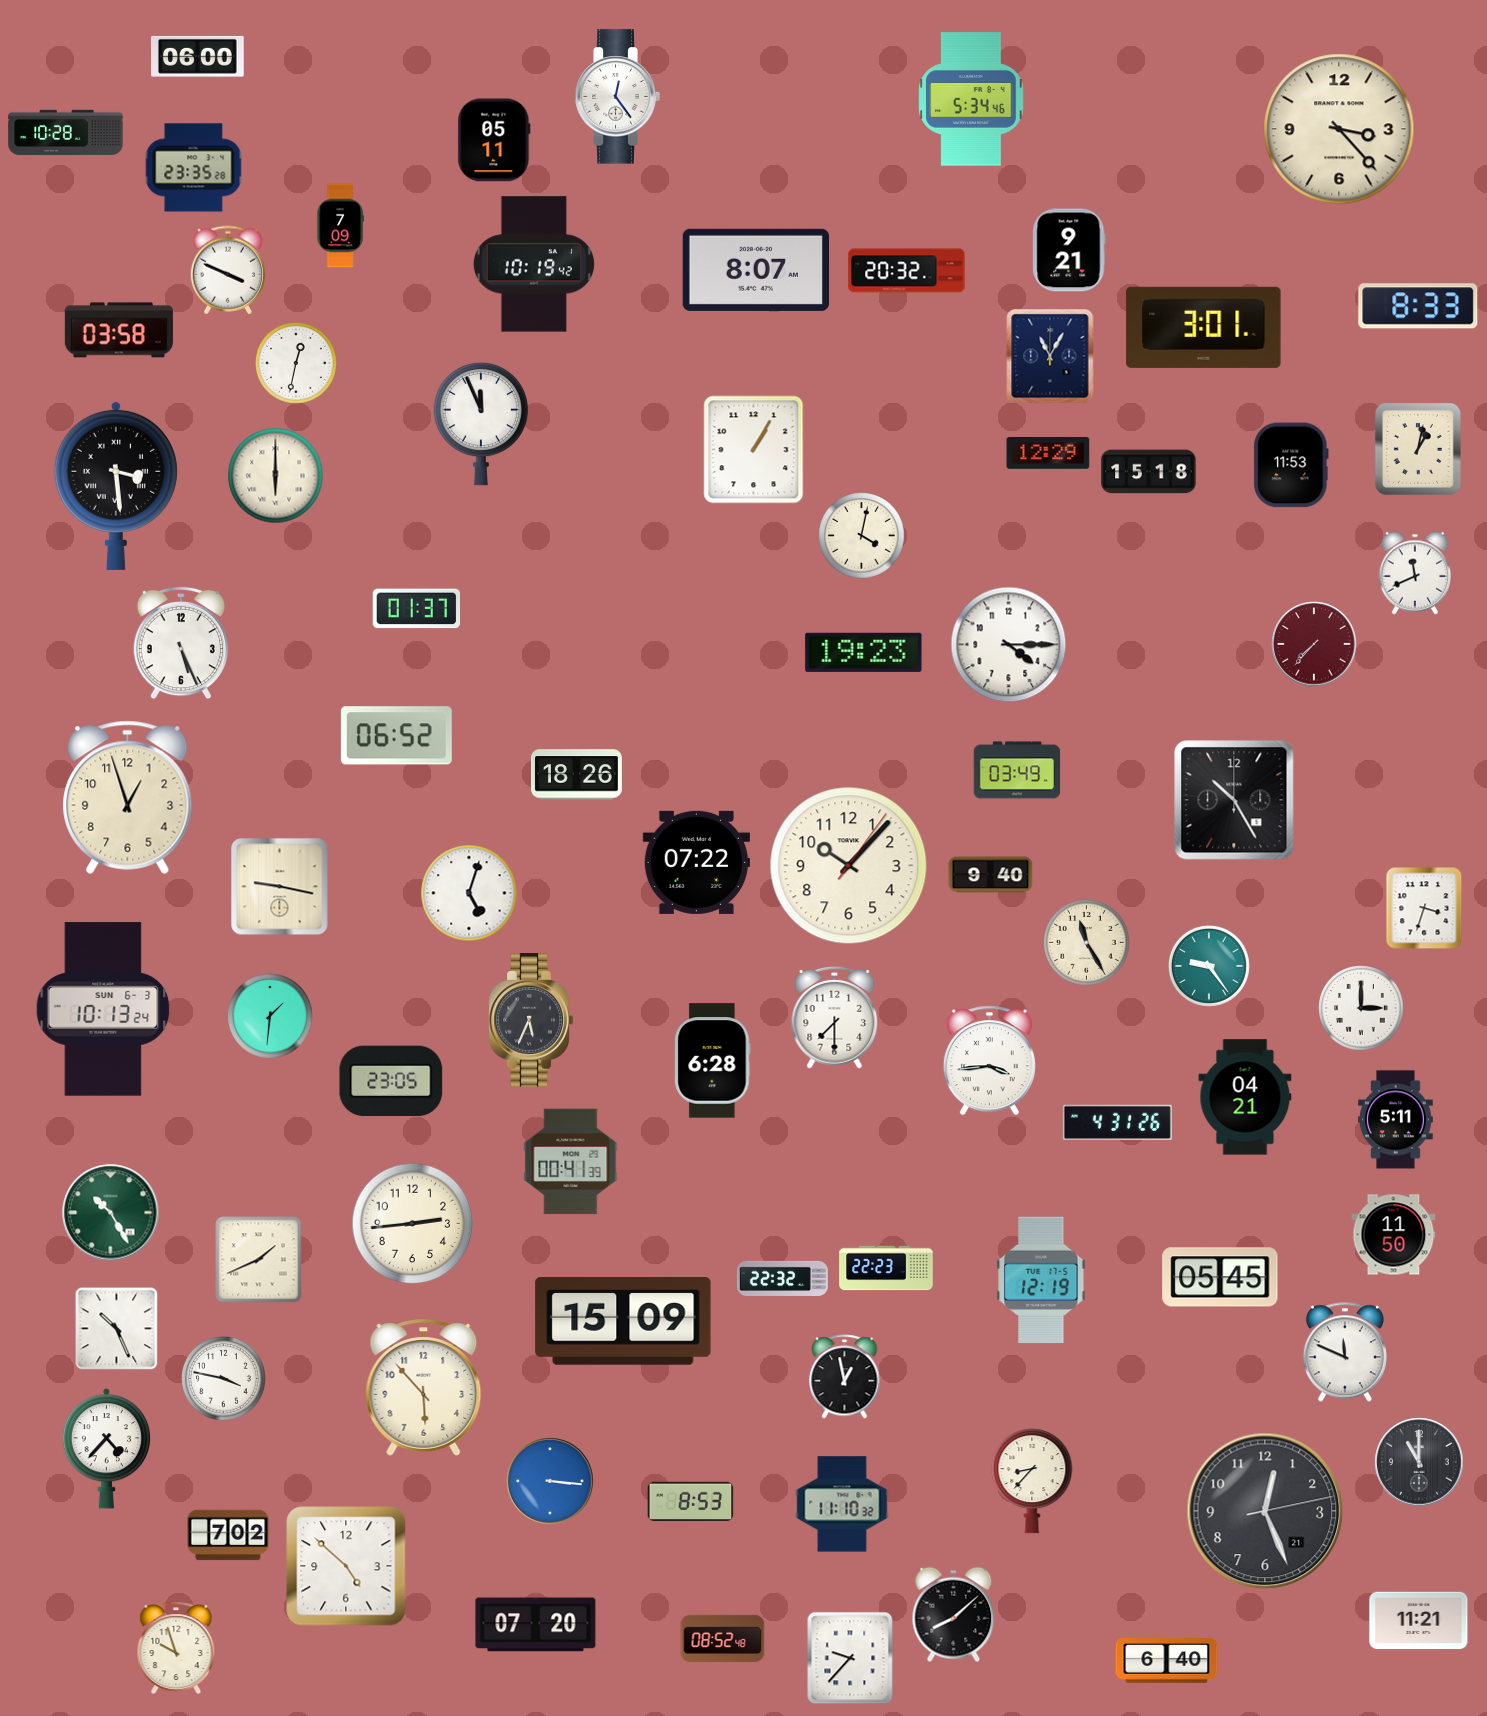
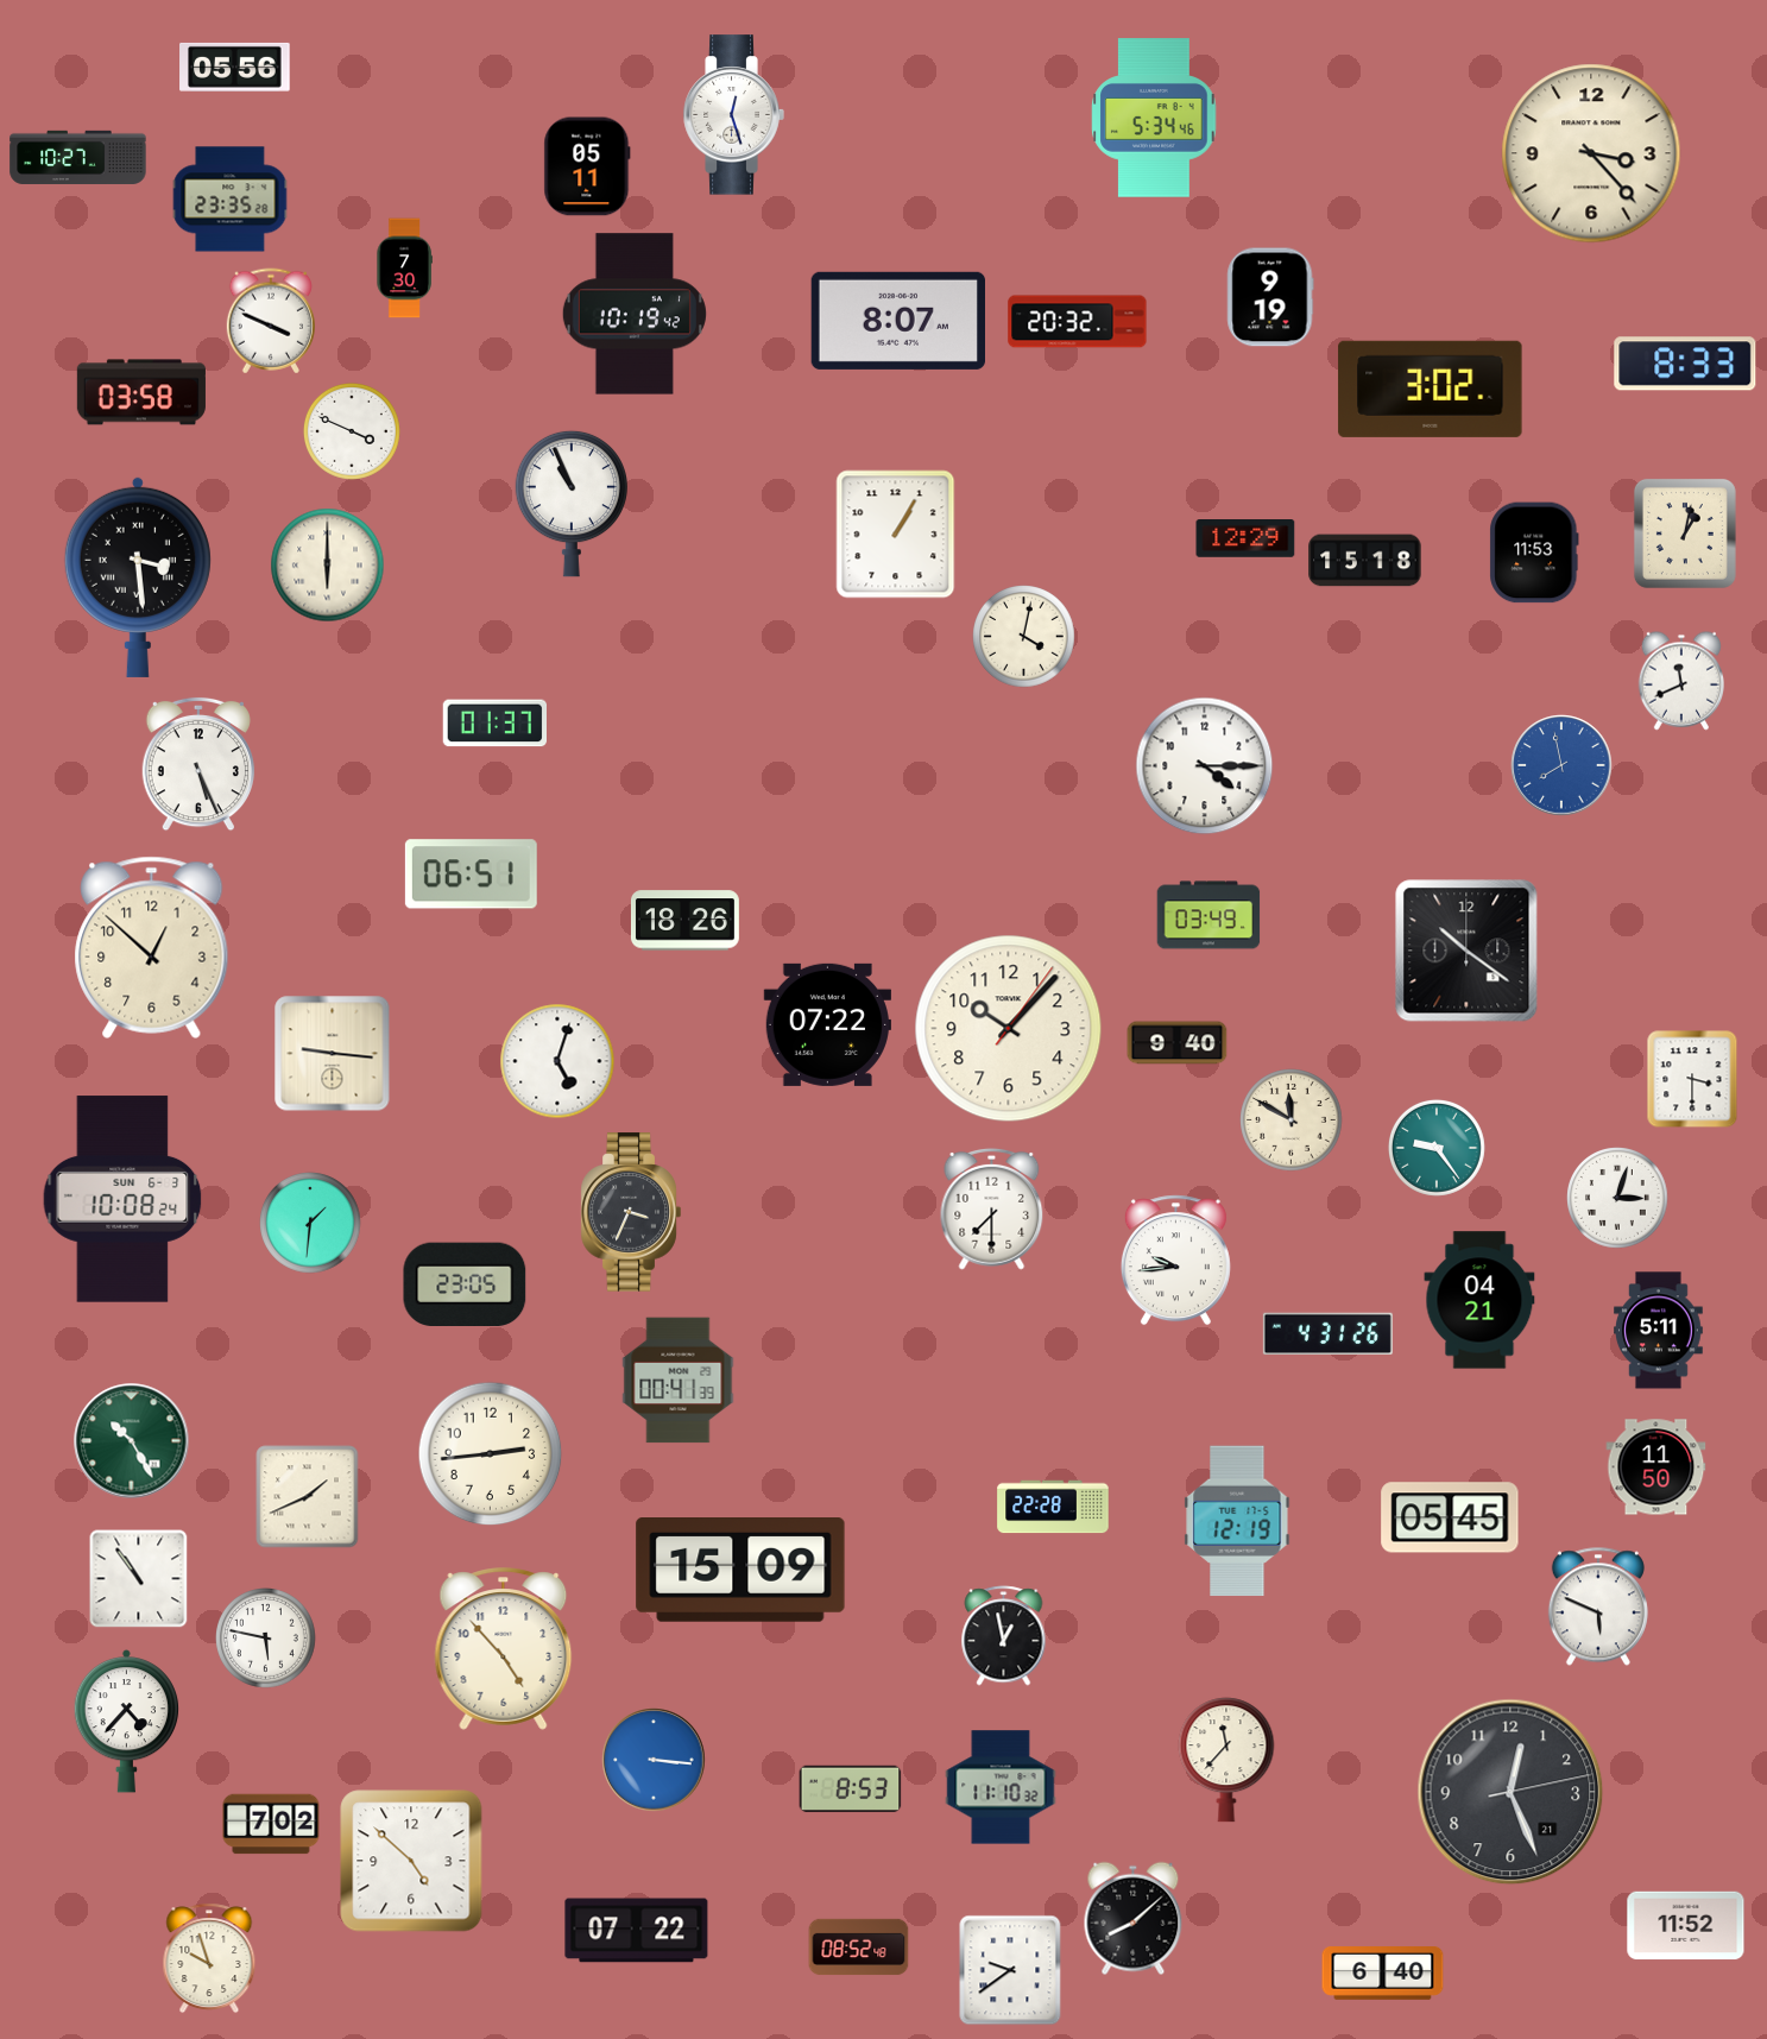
clock at (198, 56): 06:00 -> 05:56
clock at (617, 97): 12:24 -> 12:27
clock at (66, 132): 10:28 -> 10:27
clock at (340, 226): 7:09 -> 7:30
clock at (1069, 250): 9:21 -> 9:19
clock at (1204, 327): 3:01 -> 3:02
clock at (1050, 356): 11:05 -> none
clock at (296, 363): 12:32 -> 3:49
clock at (480, 424): 11:56 -> 10:56
clock at (180, 643) position: (180, 643) -> (197, 764)
clock at (1314, 644): 7:37 -> 7:58
clock at (1314, 644) dial: burgundy -> blue
clock at (1009, 645) position: (1009, 645) -> (1205, 766)
clock at (864, 652): 19:23 -> none
clock at (396, 736): 06:52 -> 06:51
clock at (128, 797): 12:57 -> 12:52
clock at (1234, 800): 10:25 -> 10:21
clock at (991, 875) position: (991, 875) -> (1178, 1043)
clock at (280, 887): 9:17 -> 9:16
clock at (1424, 908): 3:33 -> 3:30
clock at (1087, 943): 11:25 -> 11:50
clock at (1361, 1008): 3:00 -> 3:03
clock at (103, 1009): 10:13 -> 10:08
clock at (270, 1016) position: (270, 1016) -> (310, 1223)
clock at (531, 1020): 5:34 -> 3:34
clock at (713, 1061): 6:28 -> none
clock at (989, 1061): 3:44 -> 9:44
clock at (1245, 1097) position: (1245, 1097) -> (1479, 1300)
clock at (886, 1268): 22:23 -> 22:28
clock at (782, 1278): 22:32 -> none
clock at (117, 1329): 10:26 -> 10:54
clock at (1345, 1352): 11:49 -> 5:49
clock at (224, 1379): 3:47 -> 5:47
clock at (424, 1388): 5:53 -> 4:53
clock at (1419, 1462): 11:00 -> none
clock at (1032, 1481): 8:37 -> 11:37
clock at (691, 1502) position: (691, 1502) -> (851, 1789)
clock at (1265, 1511) position: (1265, 1511) -> (1510, 1792)
clock at (1419, 1621): 11:21 -> 11:52
clock at (536, 1625): 07:20 -> 07:22
clock at (850, 1658): 9:37 -> 9:39
clock at (1167, 1661) position: (1167, 1661) -> (1383, 1974)
